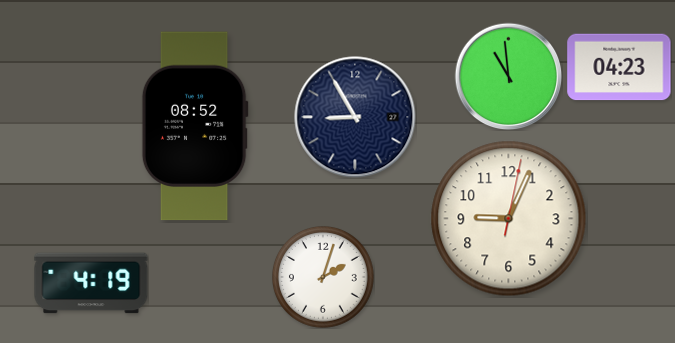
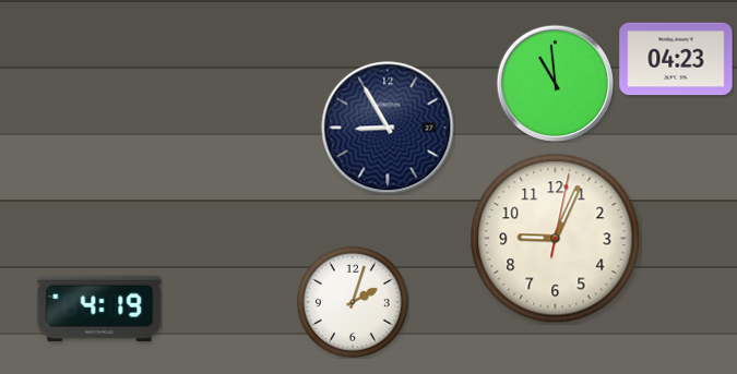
clock at (619, 67) position: (619, 67) -> (676, 59)
clock at (195, 126): 08:52 -> none
